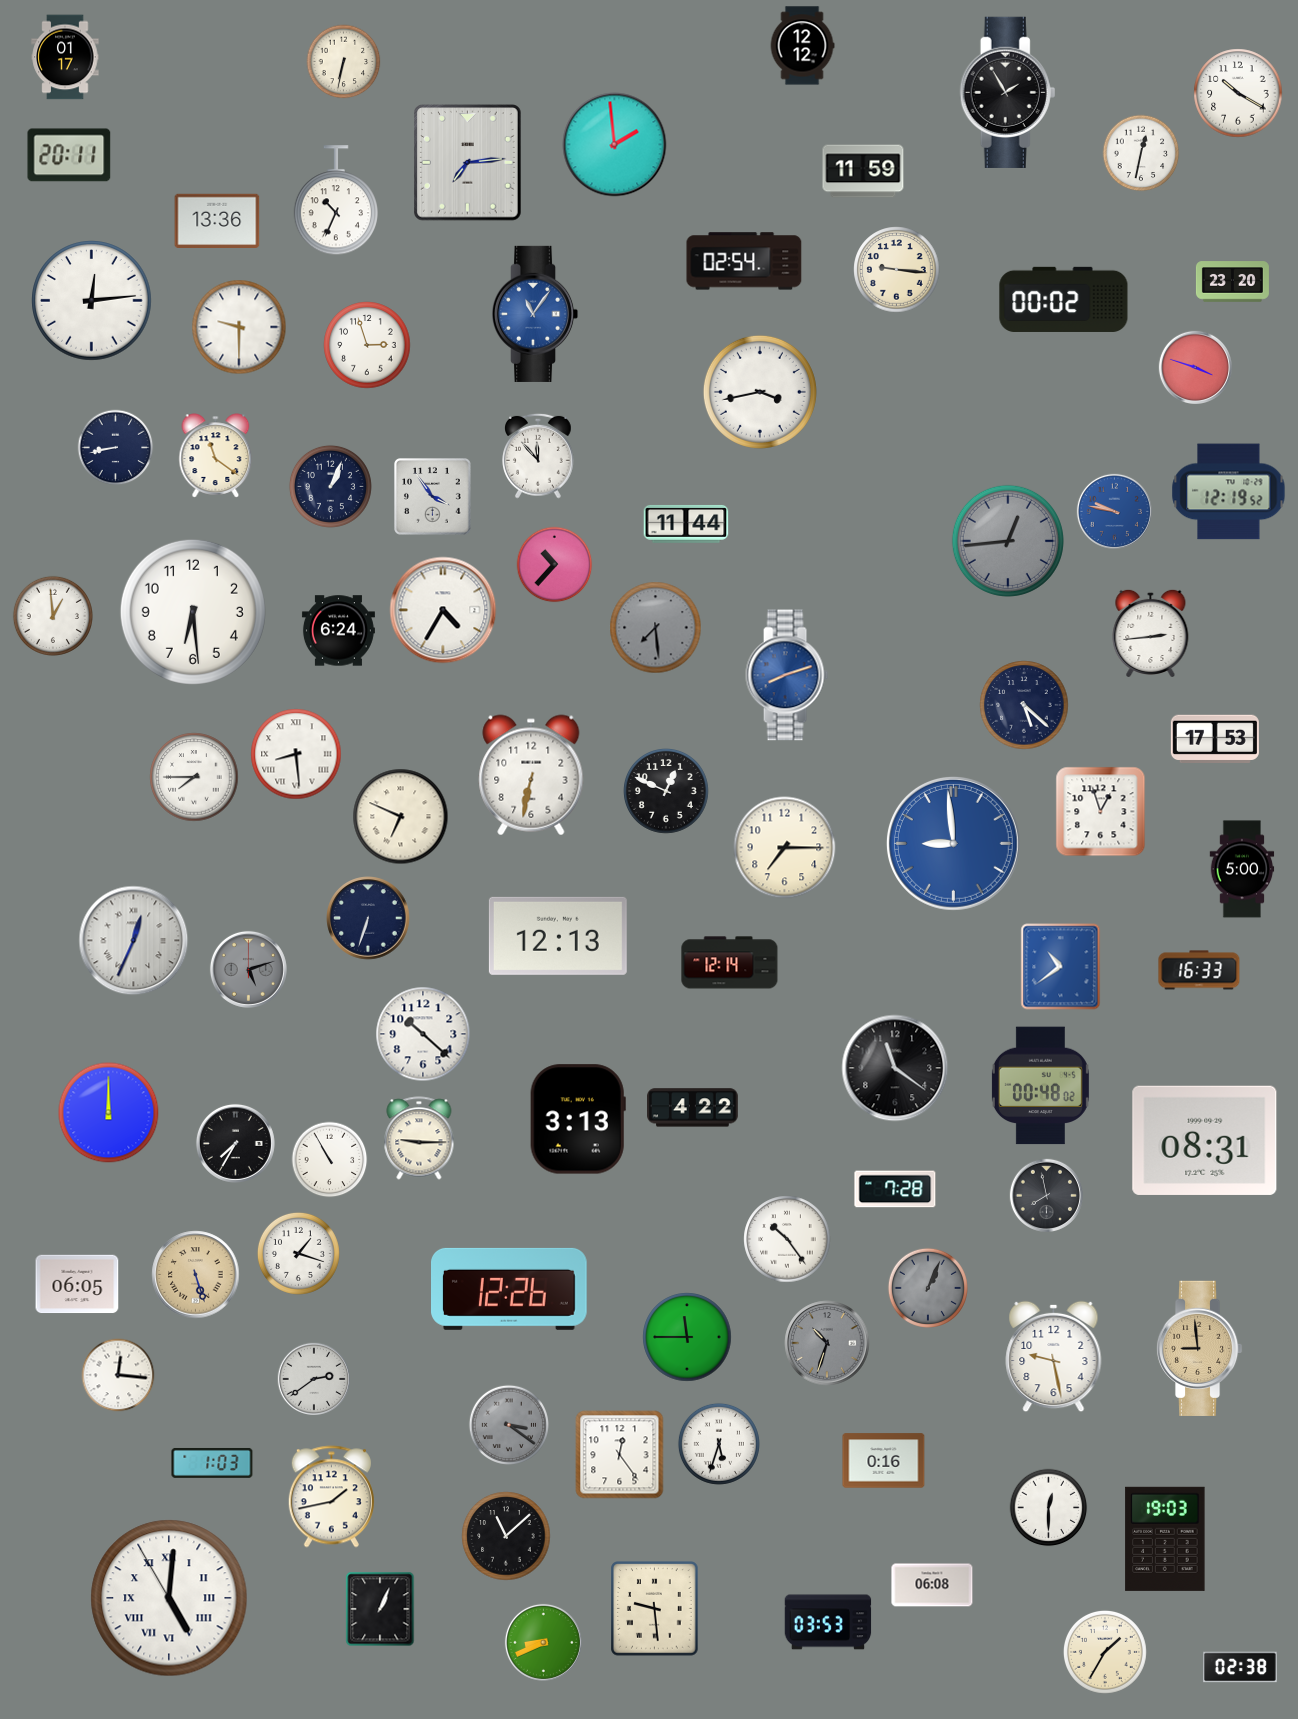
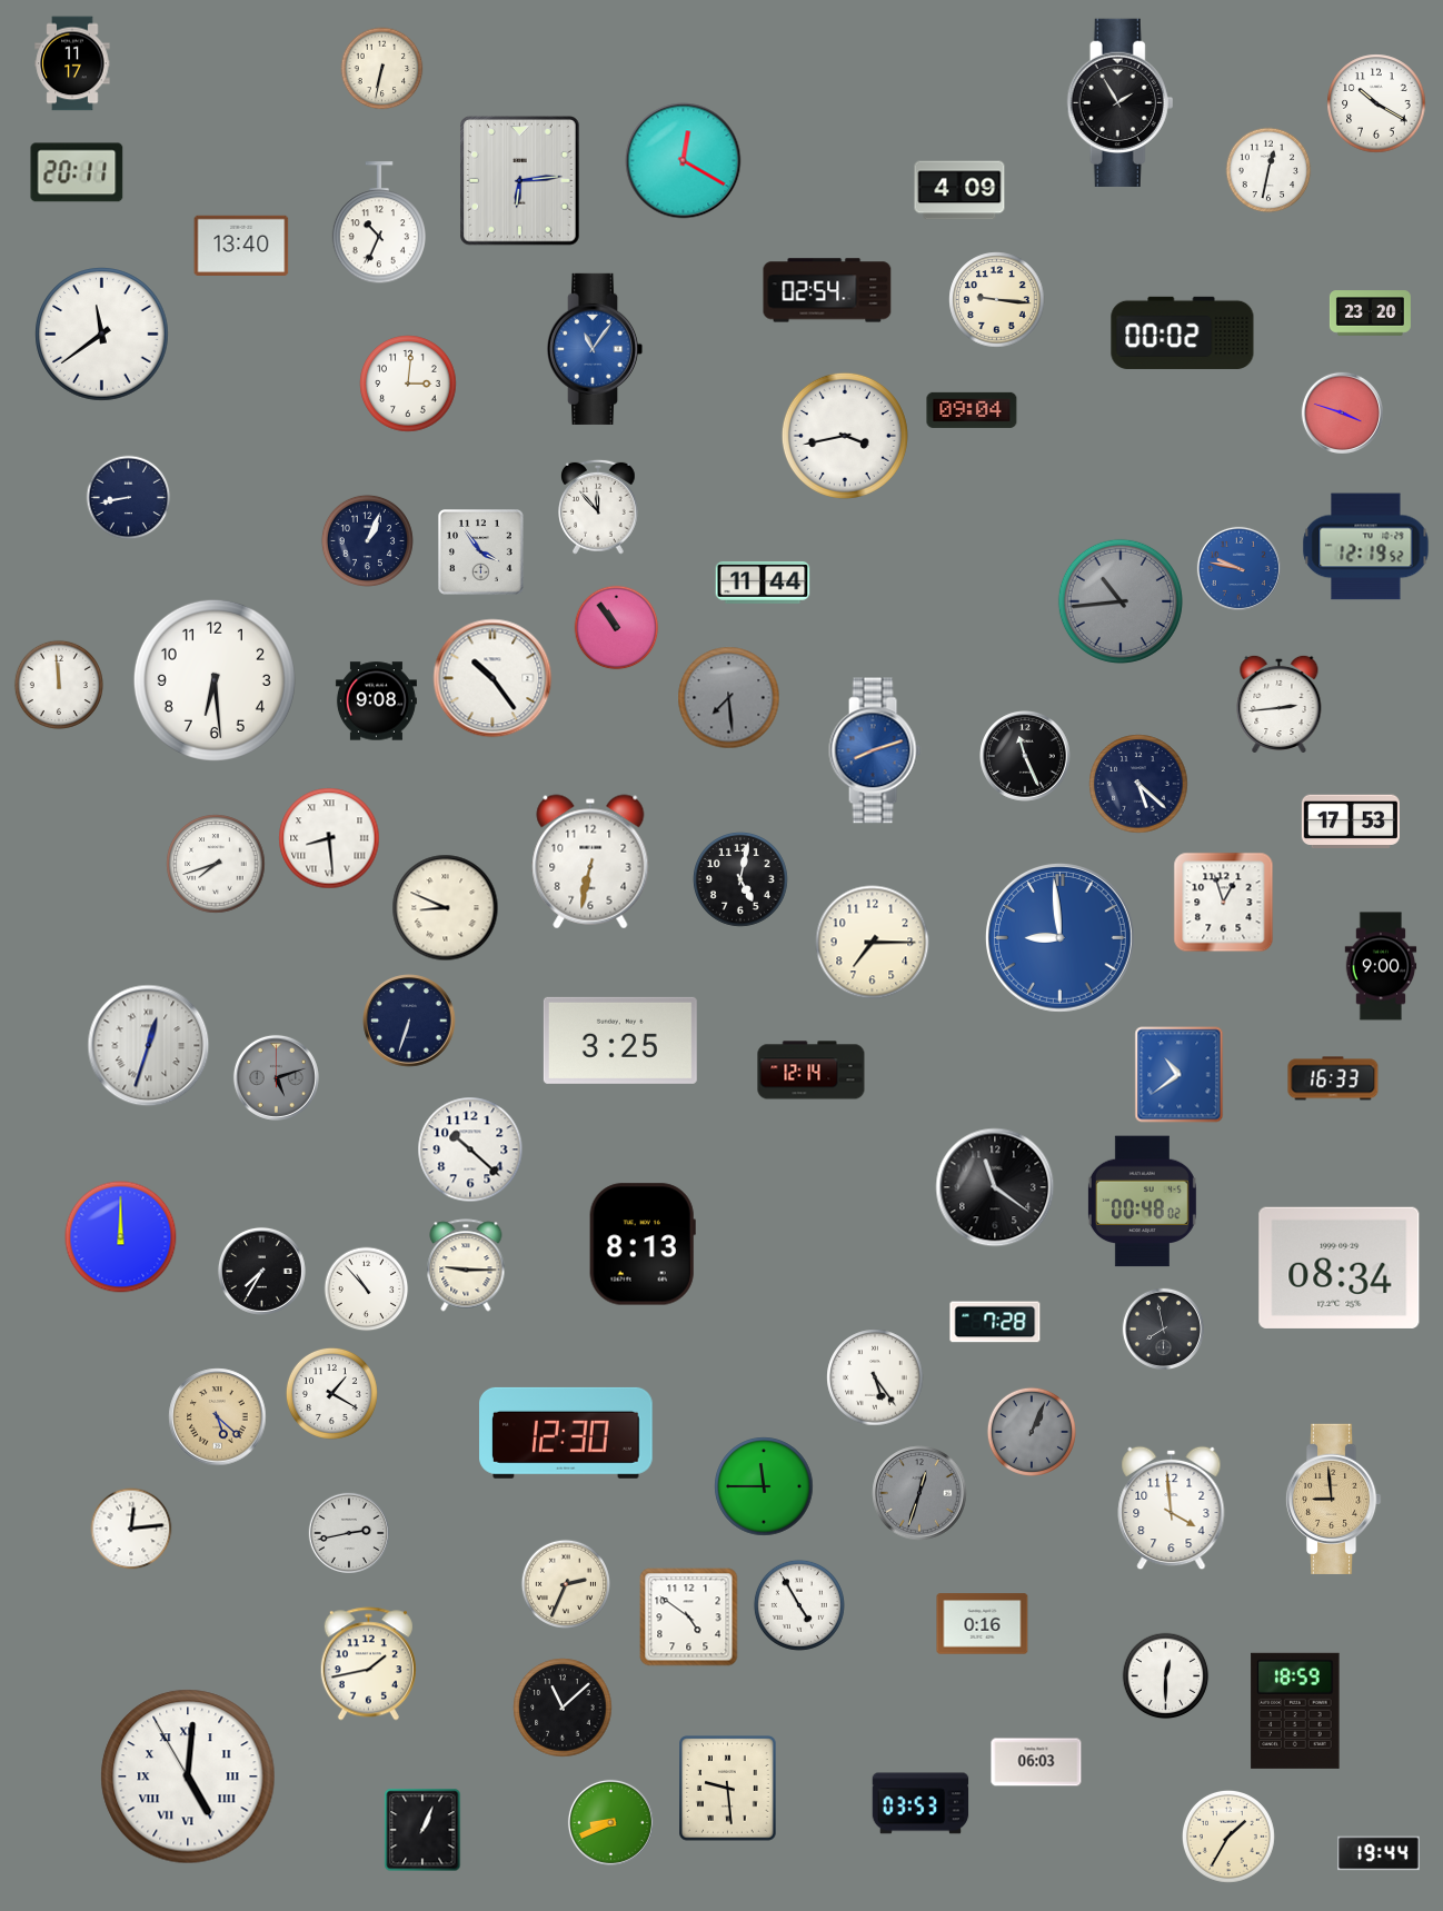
clock at (802, 46): 12:12 -> none
clock at (65, 57): 01:17 -> 11:17
clock at (615, 145): 1:59 -> 12:20
clock at (468, 163): 7:14 -> 6:14
clock at (863, 171): 11:59 -> 4:09
clock at (336, 201) position: (336, 201) -> (379, 223)
clock at (217, 220): 13:36 -> 13:40
clock at (92, 301): 12:14 -> 11:39
clock at (239, 327): 9:30 -> none
clock at (367, 345): 2:57 -> 3:01
clock at (1195, 367) position: (1195, 367) -> (1342, 412)
clock at (972, 410): none -> 09:04
clock at (216, 456): 11:21 -> none
clock at (1008, 541): 12:44 -> 10:44
clock at (555, 565): 10:37 -> 10:54
clock at (443, 610): 4:35 -> 10:24
clock at (53, 616): 12:59 -> 11:59
clock at (338, 631): 6:24 -> 9:08
clock at (1026, 757): none -> 11:26
clock at (194, 777): 7:45 -> 7:42
clock at (666, 791): 12:49 -> 5:02
clock at (401, 817): 6:49 -> 8:49
clock at (1242, 869): 5:00 -> 9:00
clock at (558, 936): 12:13 -> 3:25
clock at (134, 941): 12:34 -> 12:33
clock at (1040, 1086) position: (1040, 1086) -> (1142, 1202)
clock at (693, 1108): 4:22 -> none
clock at (578, 1119): 3:13 -> 8:13
clock at (1205, 1140): 08:31 -> 08:34
clock at (330, 1160): 10:55 -> 10:53
clock at (787, 1239): 10:24 -> 5:24
clock at (298, 1253): 1:18 -> 1:20
clock at (196, 1275): 5:27 -> 5:22
clock at (77, 1284): 06:05 -> none
clock at (510, 1289): 12:26 -> 12:30
clock at (827, 1343): 10:33 -> 12:33
clock at (1054, 1357): 9:28 -> 3:59
clock at (118, 1375): 12:16 -> 12:14
clock at (313, 1378): 2:39 -> 2:43
clock at (509, 1425): 3:21 -> 2:34
clock at (509, 1425) dial: grey -> cream
clock at (719, 1444): 5:33 -> 4:55
clock at (620, 1455): 12:24 -> 4:51
clock at (212, 1463): 1:03 -> none
clock at (1165, 1539): 19:03 -> 18:59
clock at (932, 1585): 06:08 -> 06:03
clock at (380, 1609) position: (380, 1609) -> (422, 1830)
clock at (543, 1642) position: (543, 1642) -> (610, 1822)
clock at (1241, 1667): 02:38 -> 19:44
